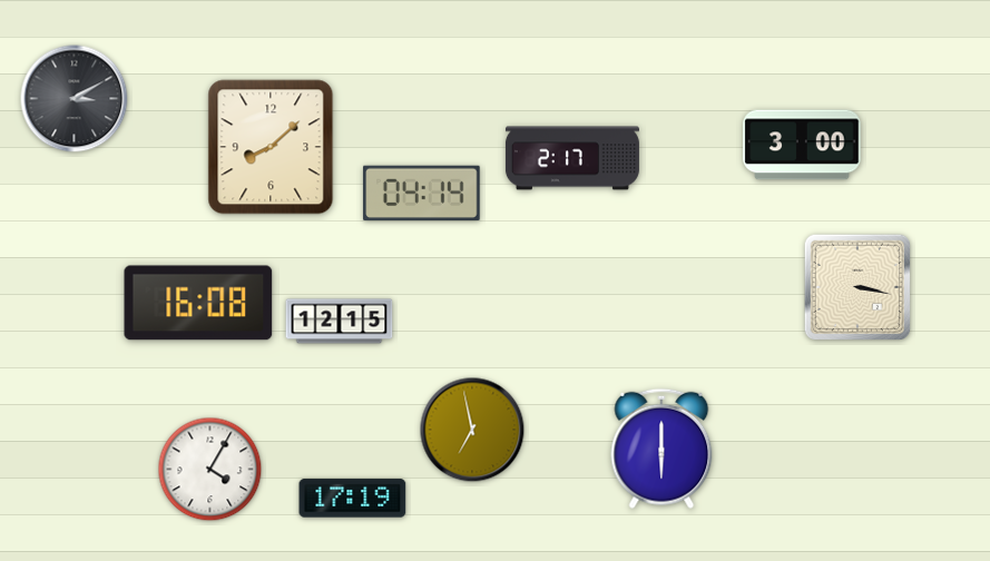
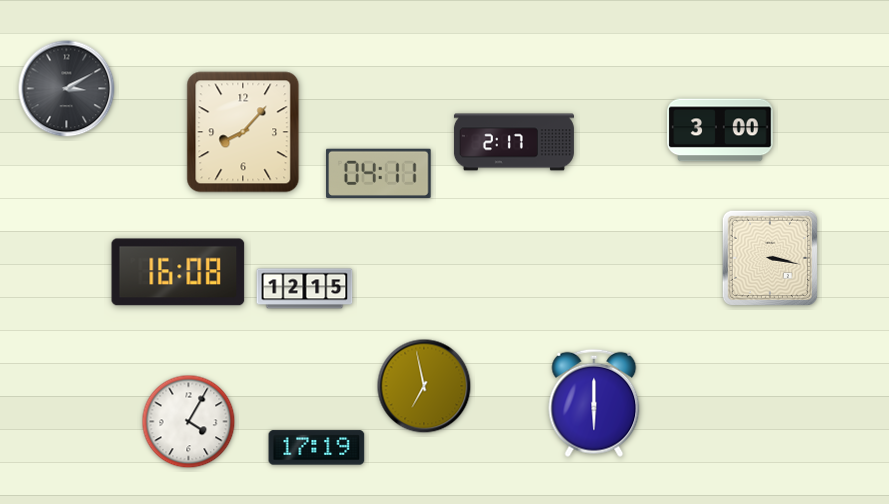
clock at (271, 147): 8:08 -> 8:07
clock at (422, 194): 04:14 -> 04:11
